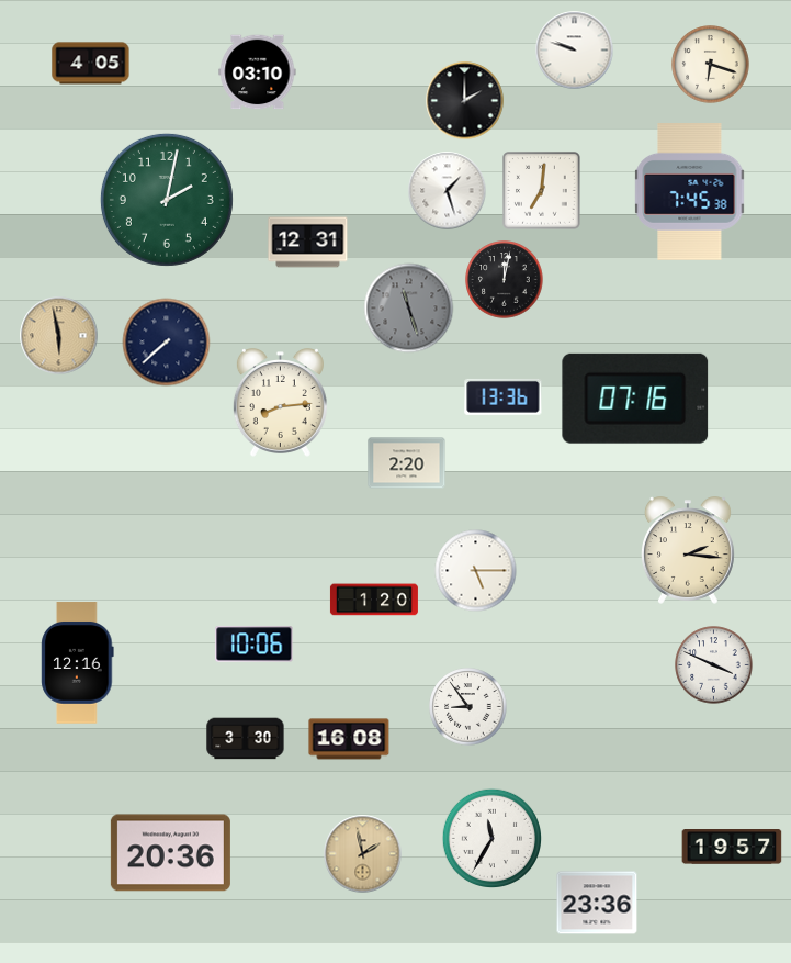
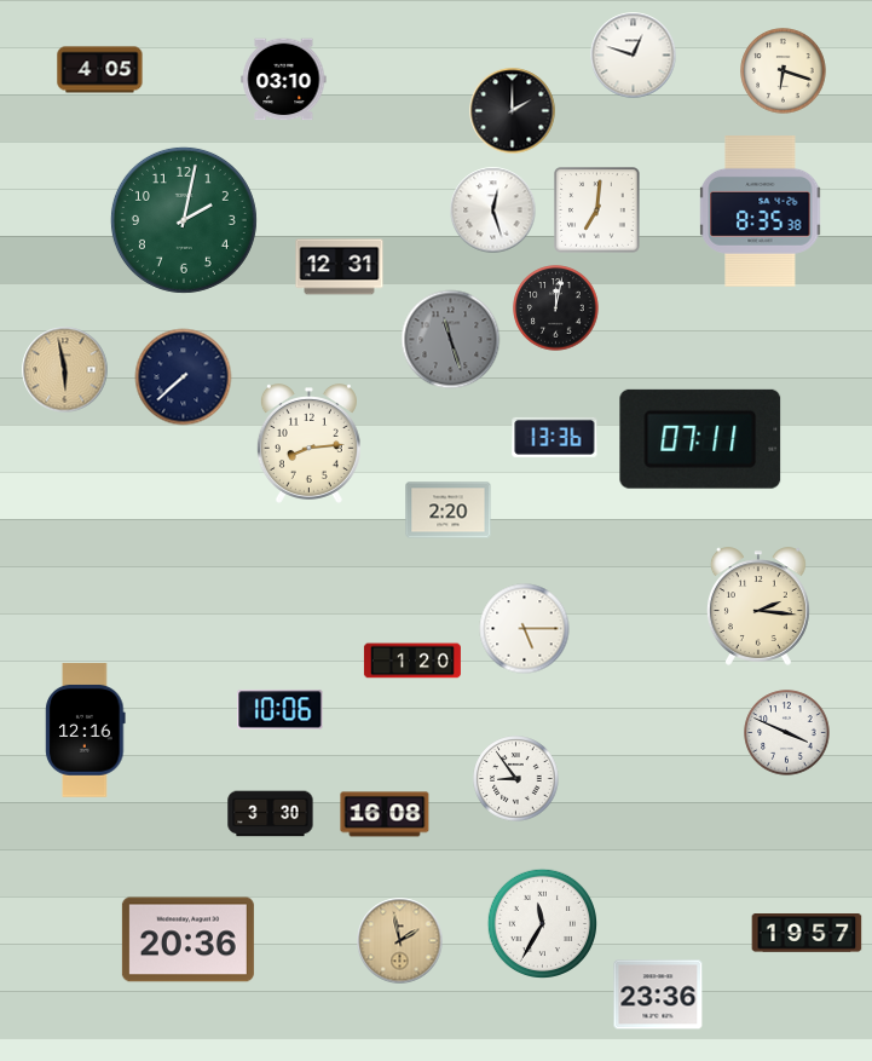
clock at (575, 51): 9:48 -> 12:48
clock at (448, 191): 1:27 -> 12:27
clock at (690, 192): 7:45 -> 8:35
clock at (635, 399): 07:16 -> 07:11
